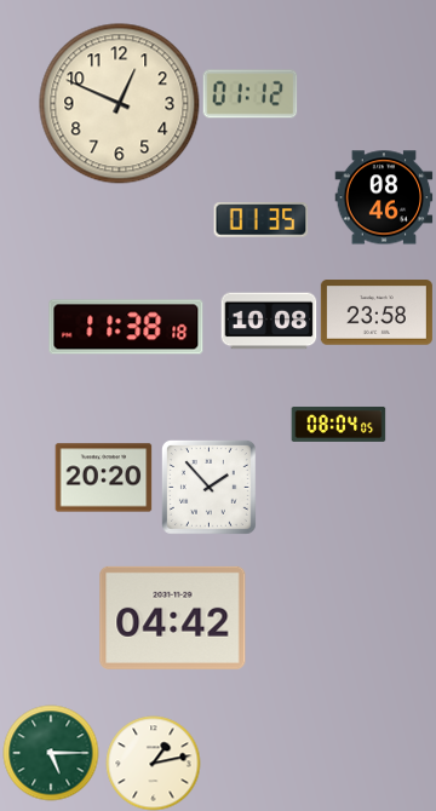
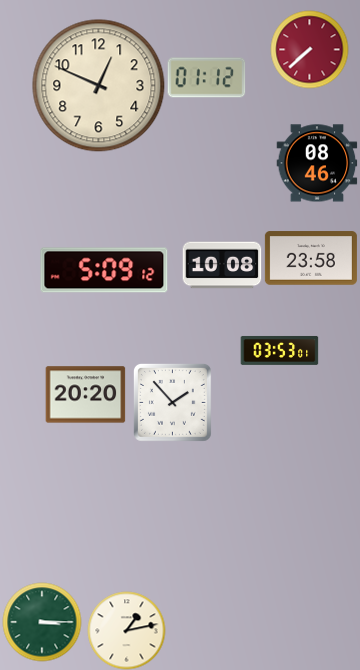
clock at (309, 49): none -> 7:38
clock at (260, 220): 01:35 -> none
clock at (126, 327): 11:38 -> 5:09
clock at (338, 425): 08:04 -> 03:53
clock at (173, 617): 04:42 -> none
clock at (51, 753): 5:15 -> 3:15
